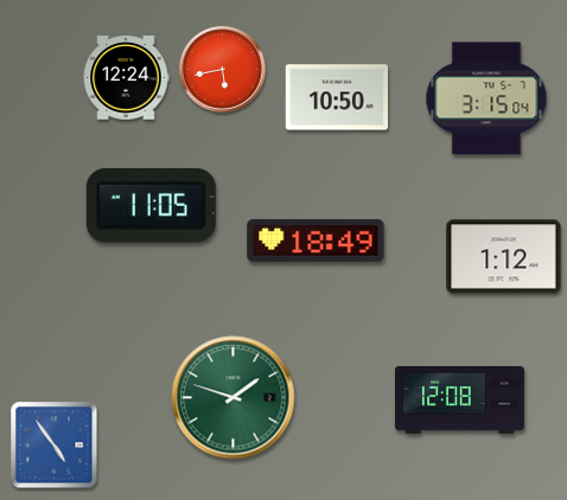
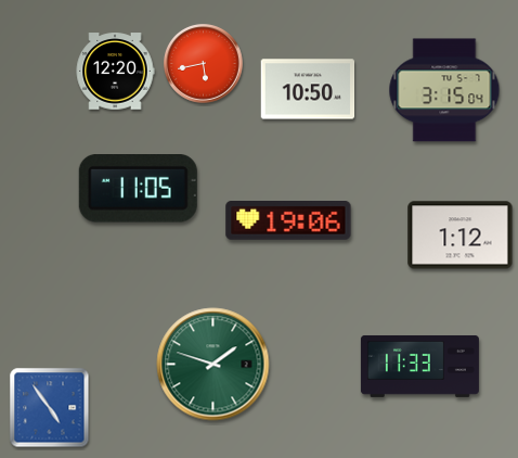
clock at (126, 78): 12:24 -> 12:20
clock at (316, 242): 18:49 -> 19:06
clock at (459, 399): 12:08 -> 11:33
